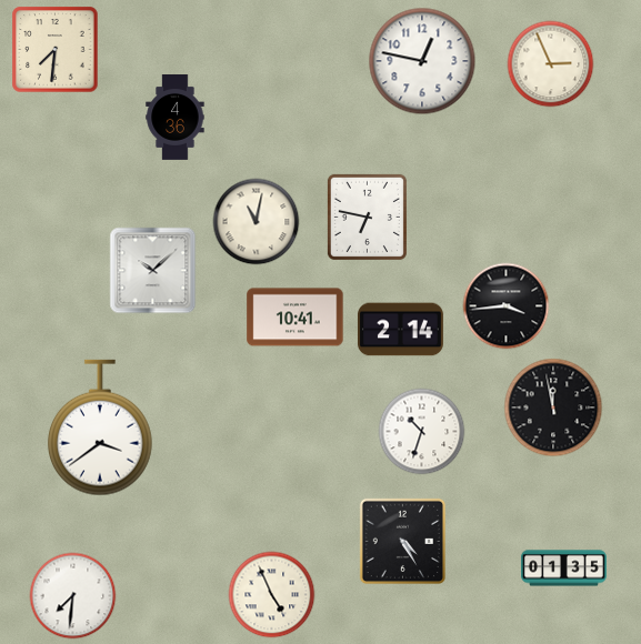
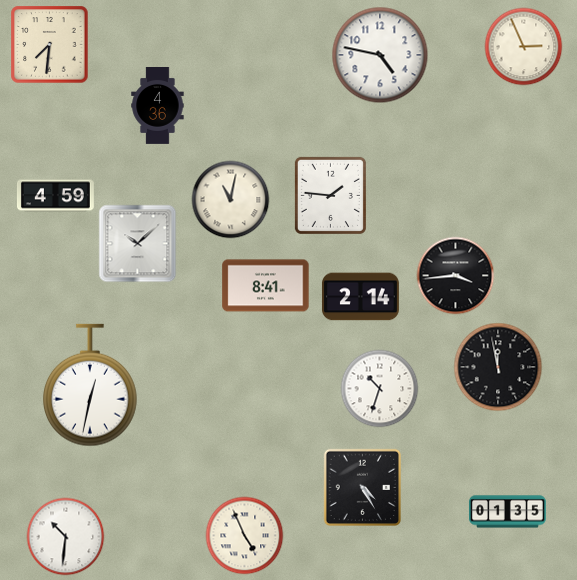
clock at (422, 61): 12:47 -> 4:47
clock at (550, 63) position: (550, 63) -> (523, 46)
clock at (367, 217): 6:47 -> 1:46
clock at (55, 196): none -> 4:59
clock at (296, 318): 10:41 -> 8:41
clock at (101, 427): 3:39 -> 12:32
clock at (72, 595): 7:31 -> 10:31
